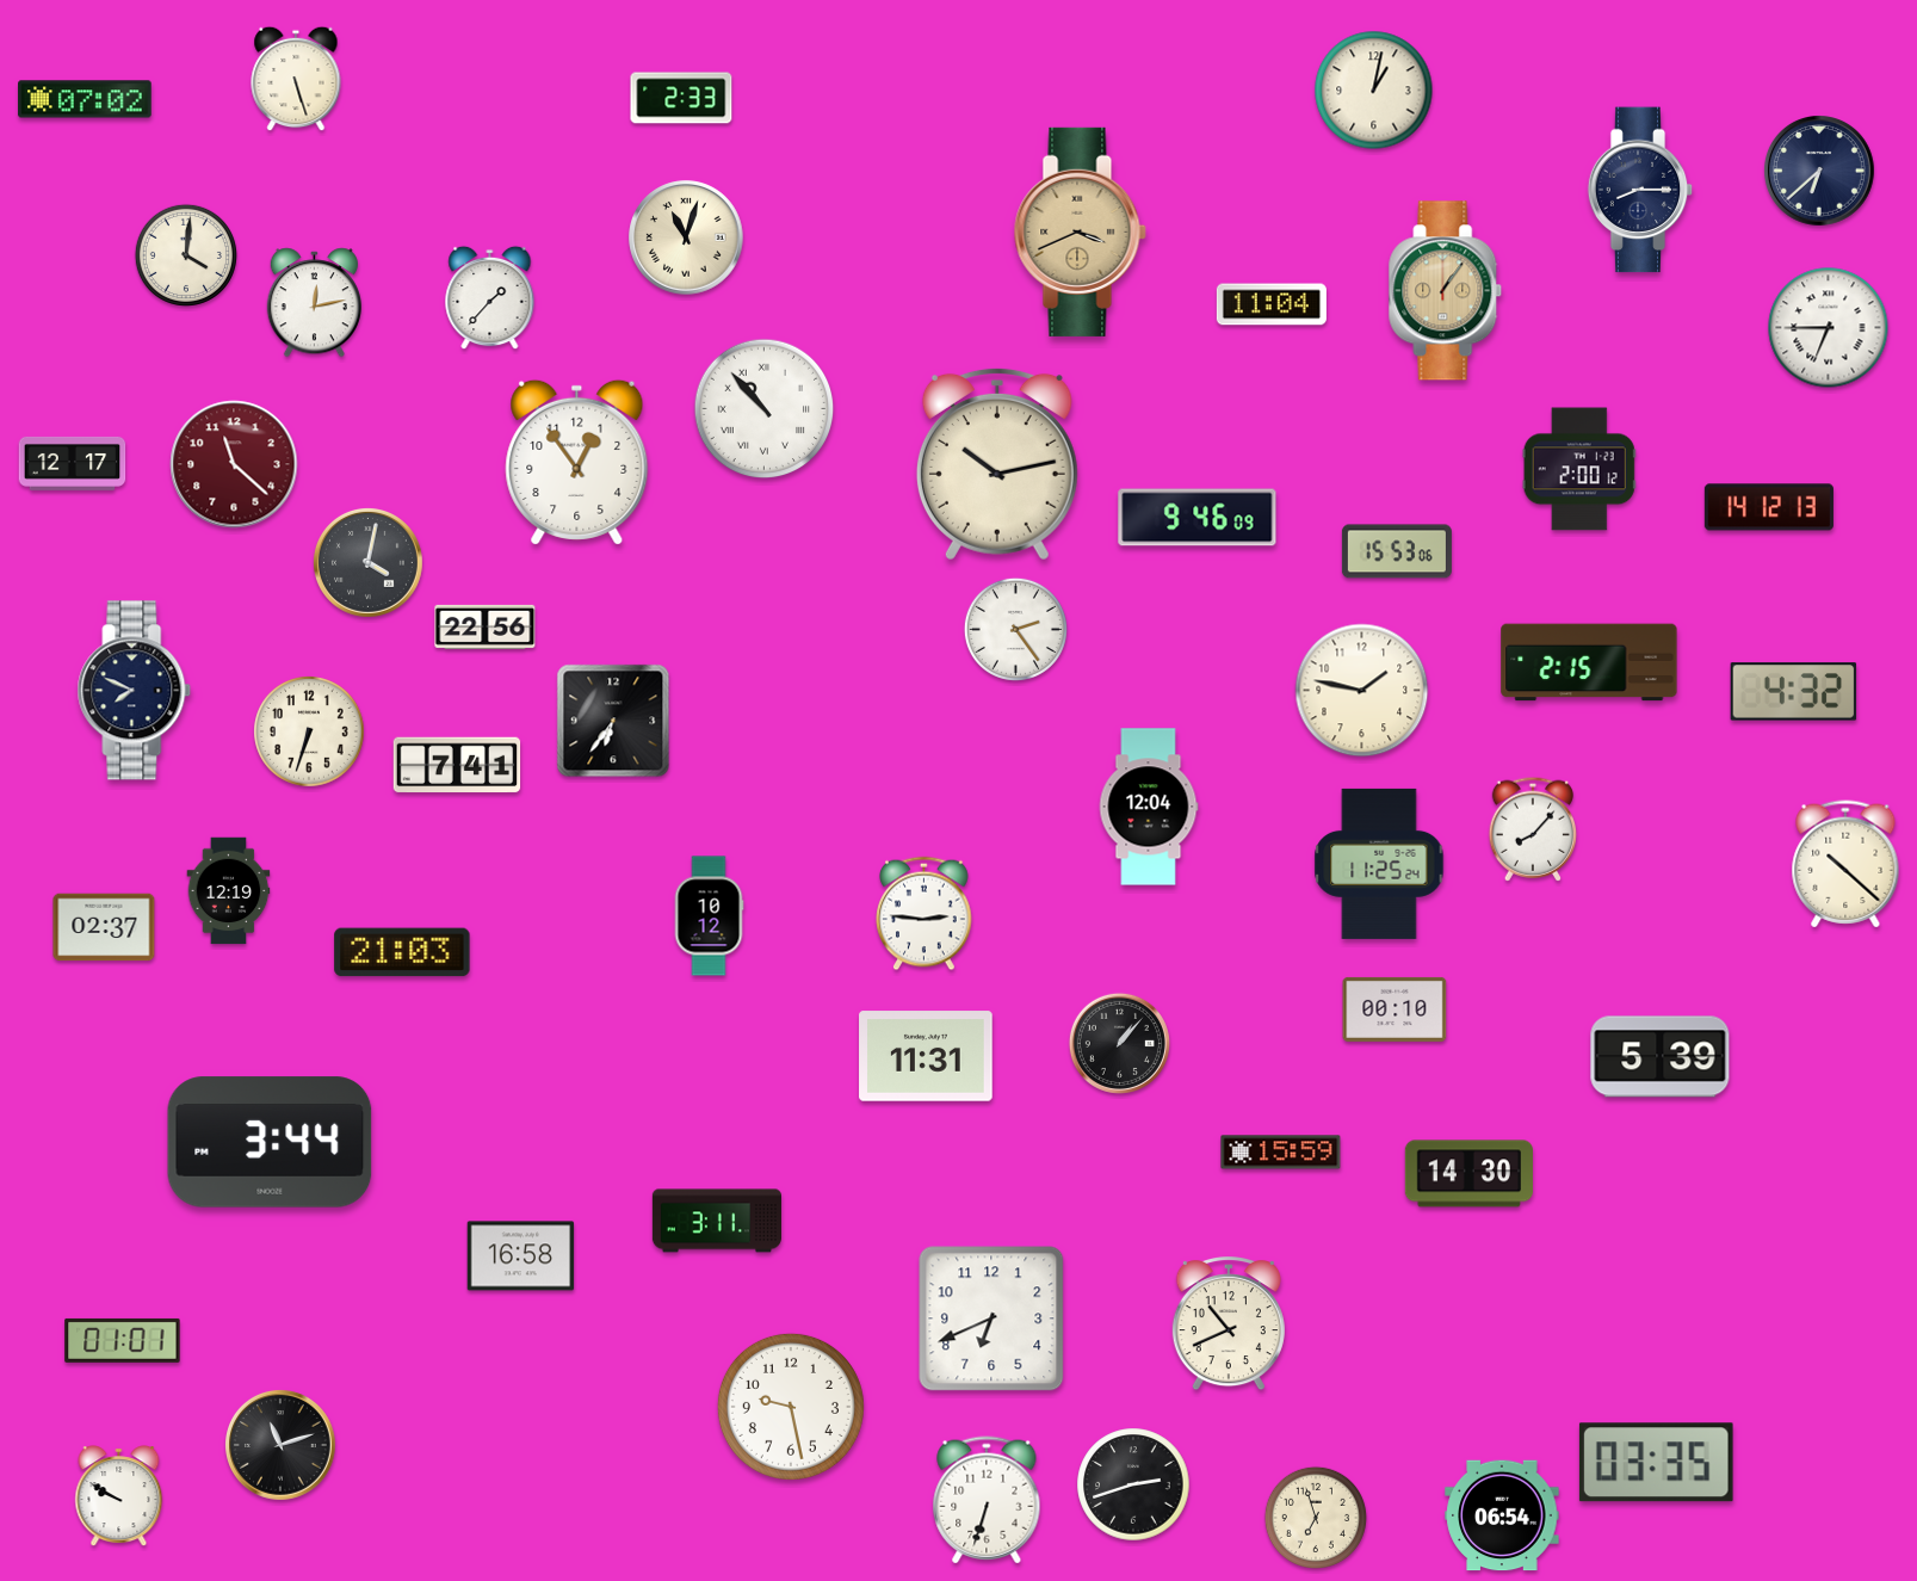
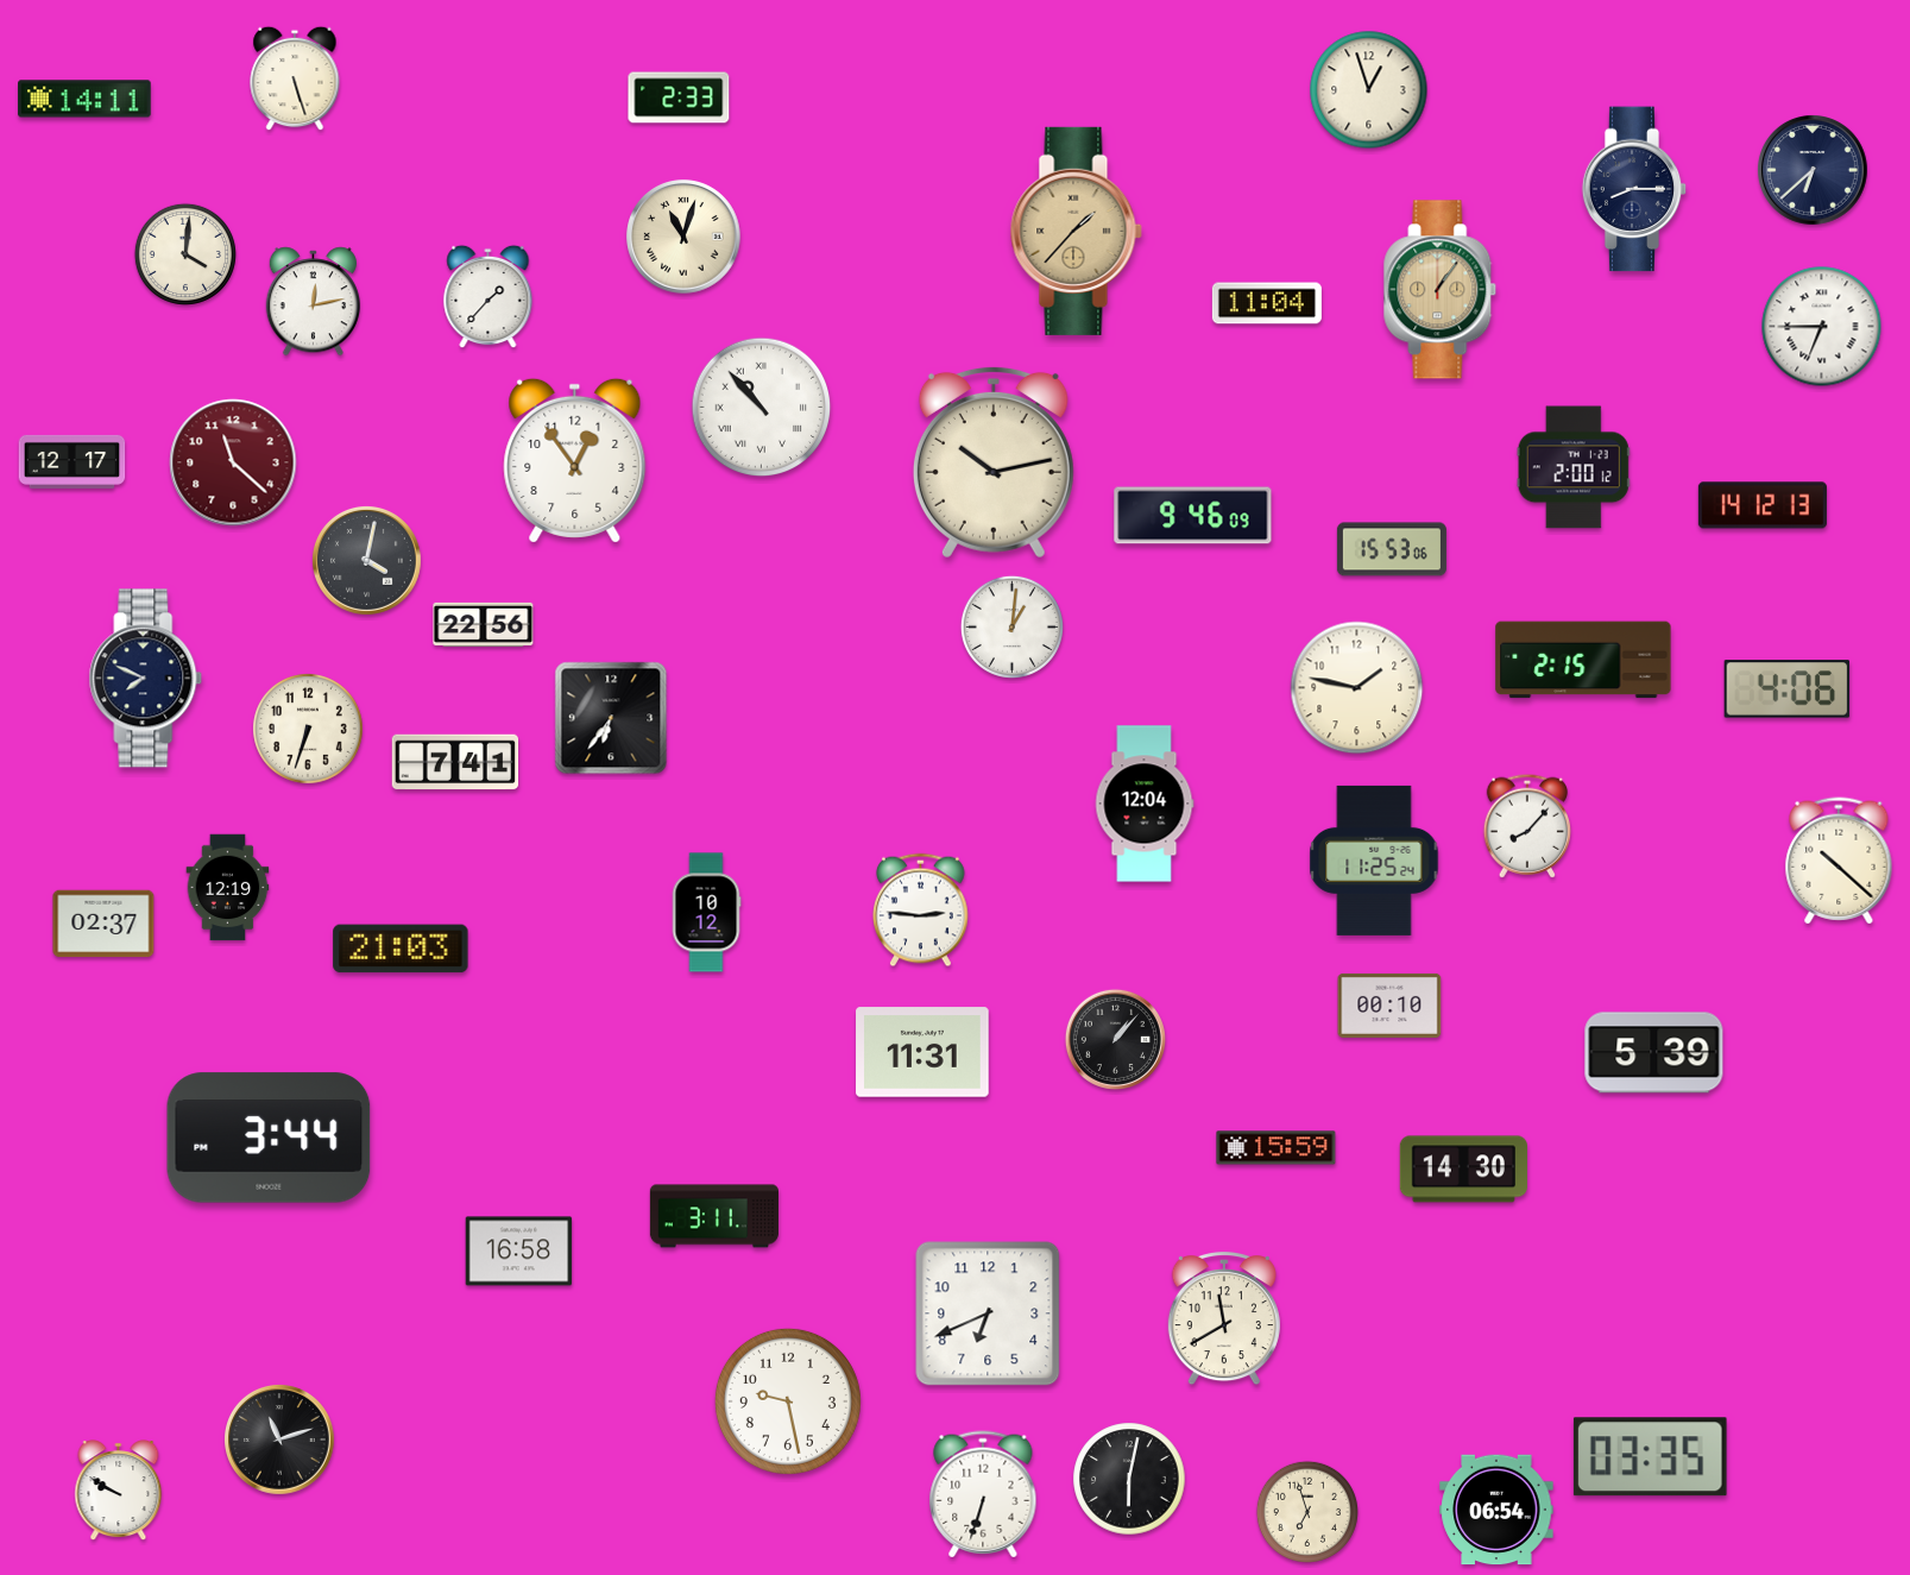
clock at (1374, 91): 1:02 -> 12:57
clock at (85, 99): 07:02 -> 14:11
clock at (1080, 231): 3:41 -> 1:37
clock at (1015, 629): 2:24 -> 1:01
clock at (135, 691) position: (135, 691) -> (146, 679)
clock at (1794, 692): 4:32 -> 4:06
clock at (1229, 1324): 10:41 -> 11:40
clock at (123, 1340): 01:01 -> none
clock at (1133, 1484): 2:42 -> 6:02
clock at (1316, 1518) position: (1316, 1518) -> (1307, 1512)
